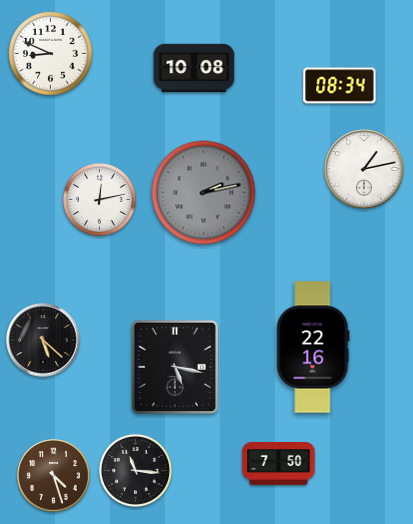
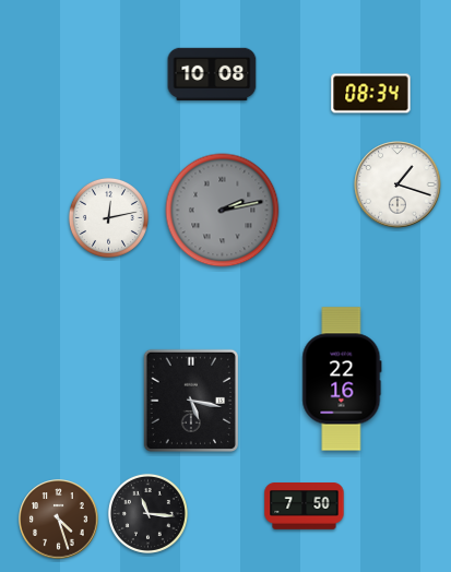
clock at (51, 54): 8:49 -> none
clock at (364, 169): 1:13 -> 1:18
clock at (43, 340): 5:22 -> none
